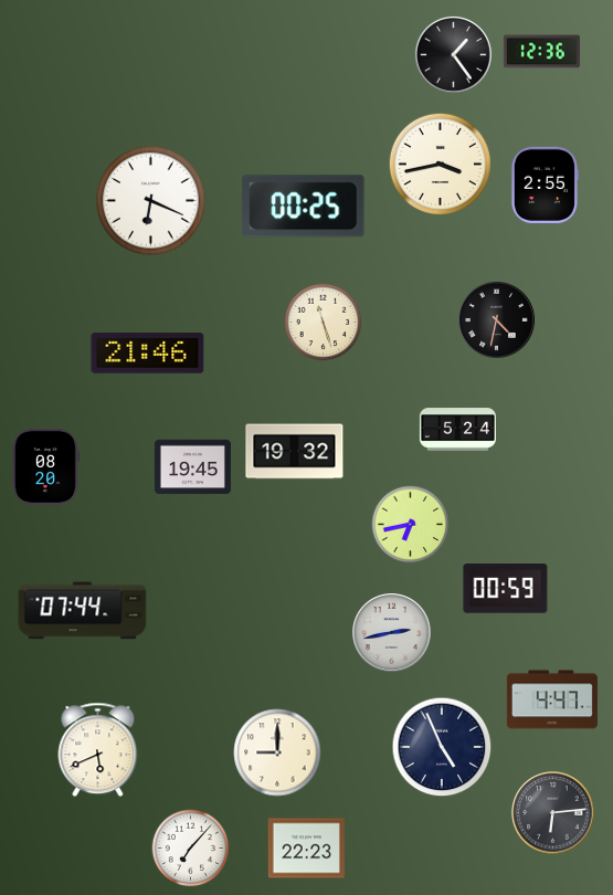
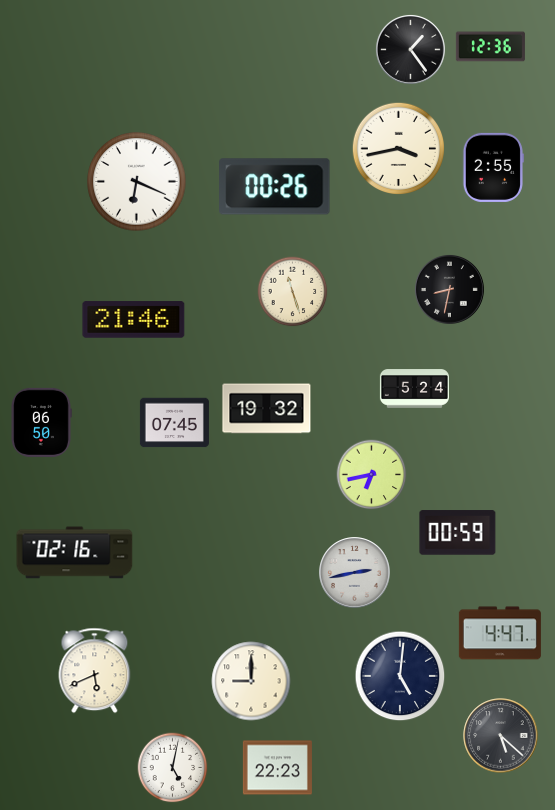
clock at (304, 207): 00:25 -> 00:26
clock at (496, 319): 4:32 -> 8:32
clock at (45, 466): 08:20 -> 06:50
clock at (192, 467): 19:45 -> 07:45
clock at (83, 611): 07:44 -> 02:16
clock at (442, 747): 4:56 -> 5:01
clock at (98, 750) position: (98, 750) -> (95, 671)
clock at (553, 813): 6:14 -> 5:22
clock at (191, 849): 7:07 -> 5:02
